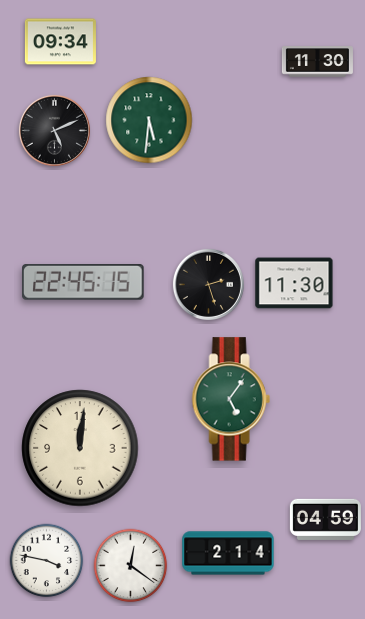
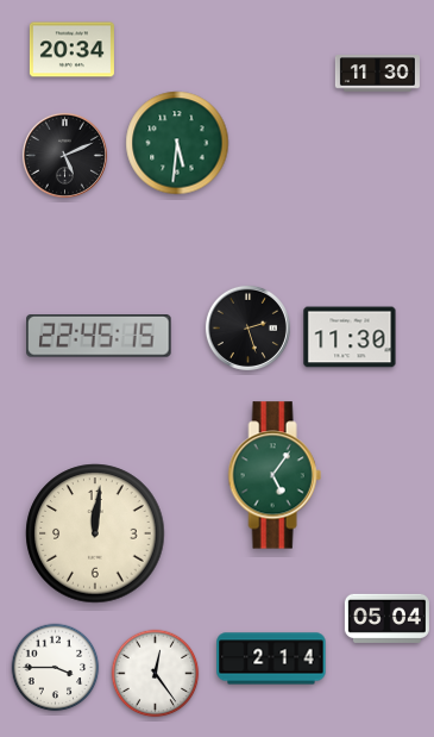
clock at (60, 42): 09:34 -> 20:34
clock at (208, 284) position: (208, 284) -> (247, 327)
clock at (325, 519): 04:59 -> 05:04
clock at (47, 561): 3:47 -> 3:45
clock at (131, 566): 12:21 -> 12:24
